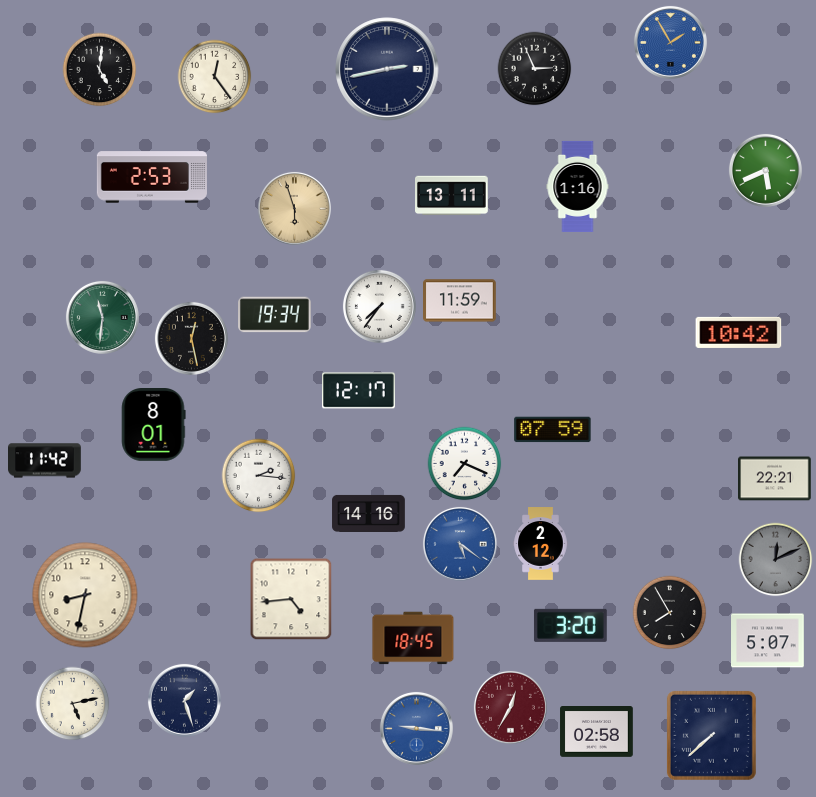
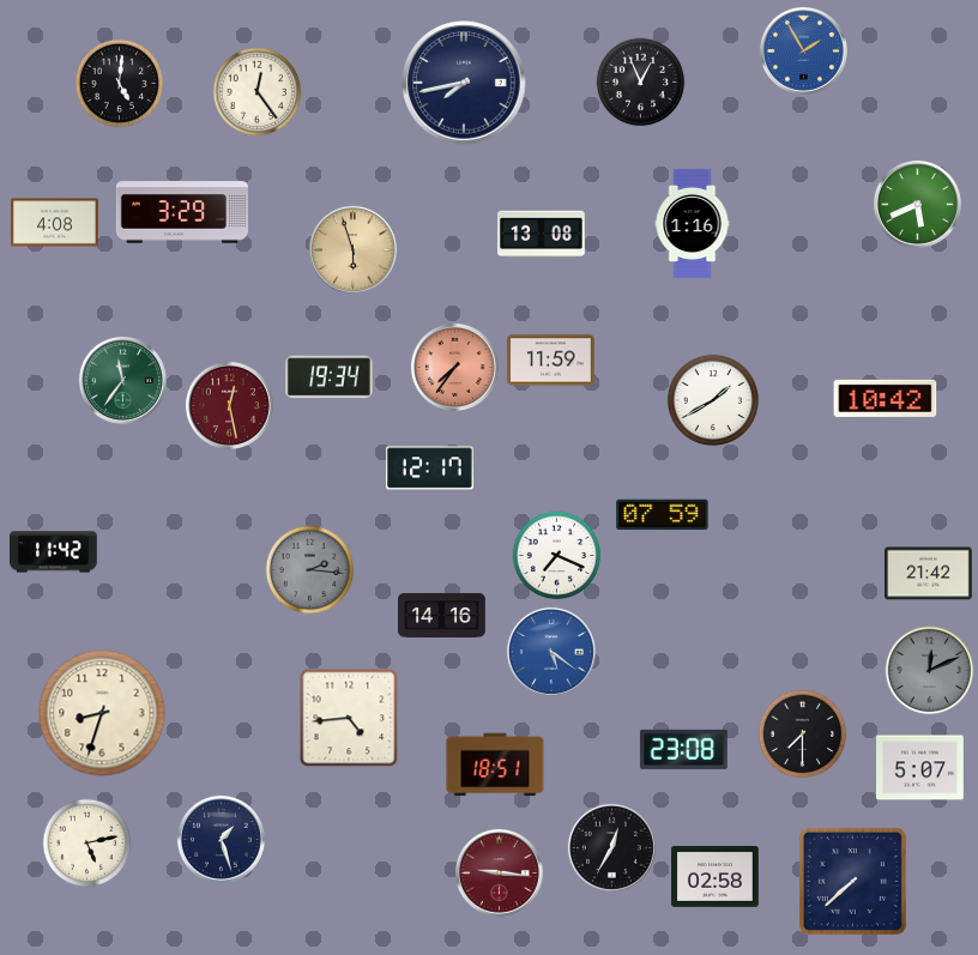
clock at (387, 69): 2:43 -> 7:43
clock at (535, 69): 2:56 -> 12:56
clock at (152, 177): 2:53 -> 3:29
clock at (55, 223): none -> 4:08
clock at (452, 196): 13:11 -> 13:08
clock at (379, 306) dial: white -> salmon
clock at (102, 317): 11:31 -> 11:36
clock at (713, 400): none -> 1:40
clock at (191, 338) dial: black -> burgundy
clock at (154, 425): 8:01 -> none
clock at (259, 476) dial: white -> grey
clock at (775, 479): 22:21 -> 21:42
clock at (541, 544): 2:12 -> none
clock at (85, 595): 8:32 -> 8:33
clock at (670, 613): 7:55 -> 7:30
clock at (570, 625): 3:20 -> 23:08
clock at (413, 638): 18:45 -> 18:51
clock at (510, 707) dial: burgundy -> black
clock at (416, 728) dial: blue -> burgundy
